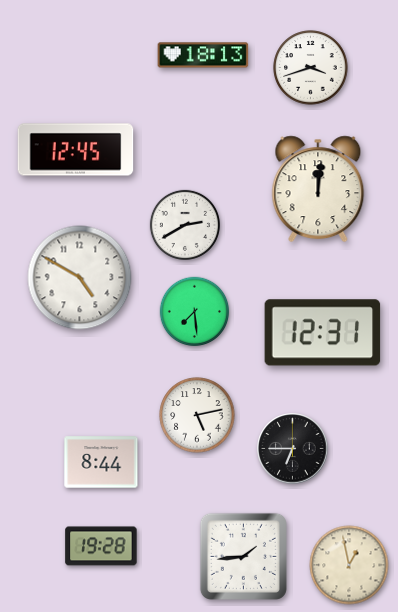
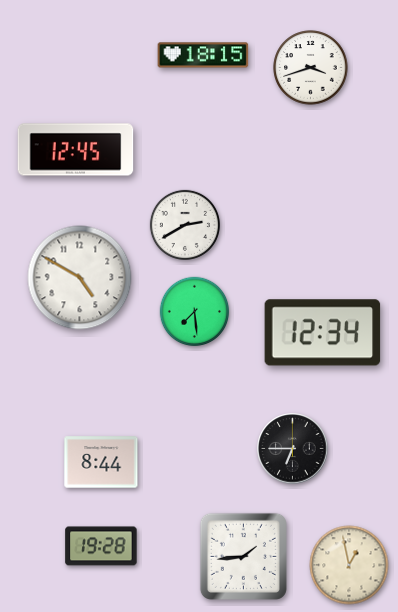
clock at (203, 55): 18:13 -> 18:15
clock at (318, 189): 12:01 -> none
clock at (323, 333): 12:31 -> 12:34
clock at (197, 415): 5:13 -> none
